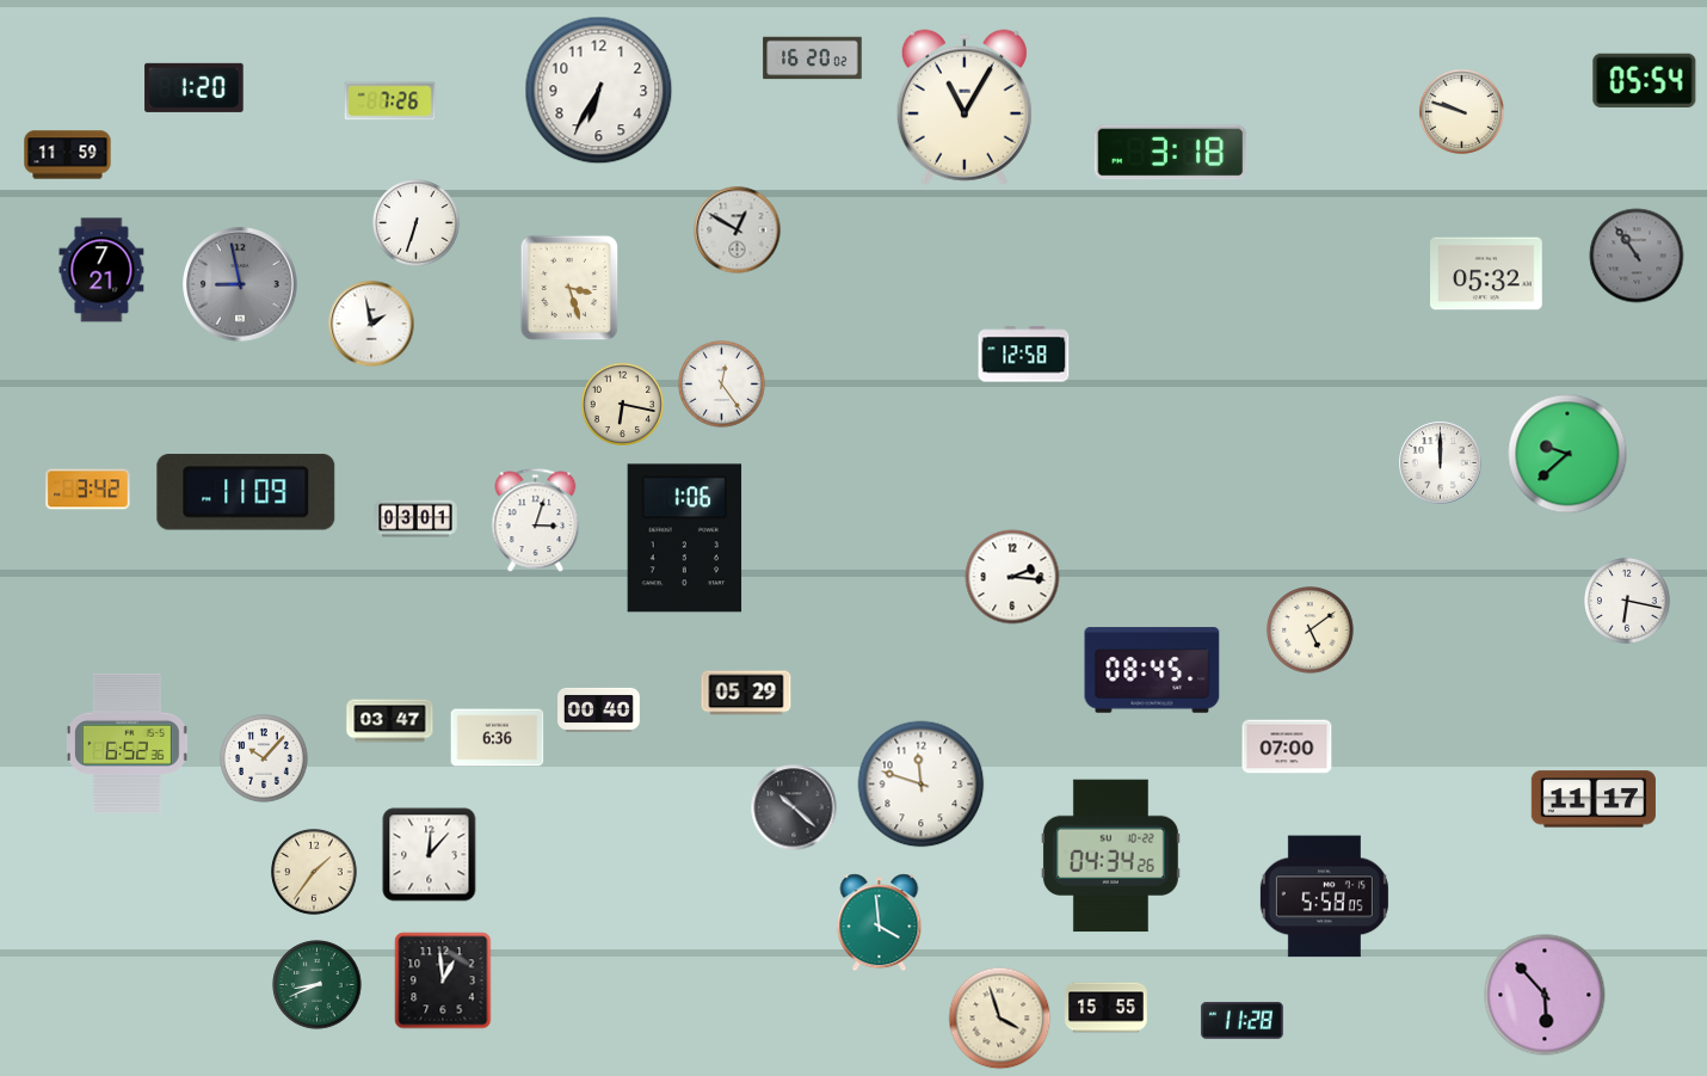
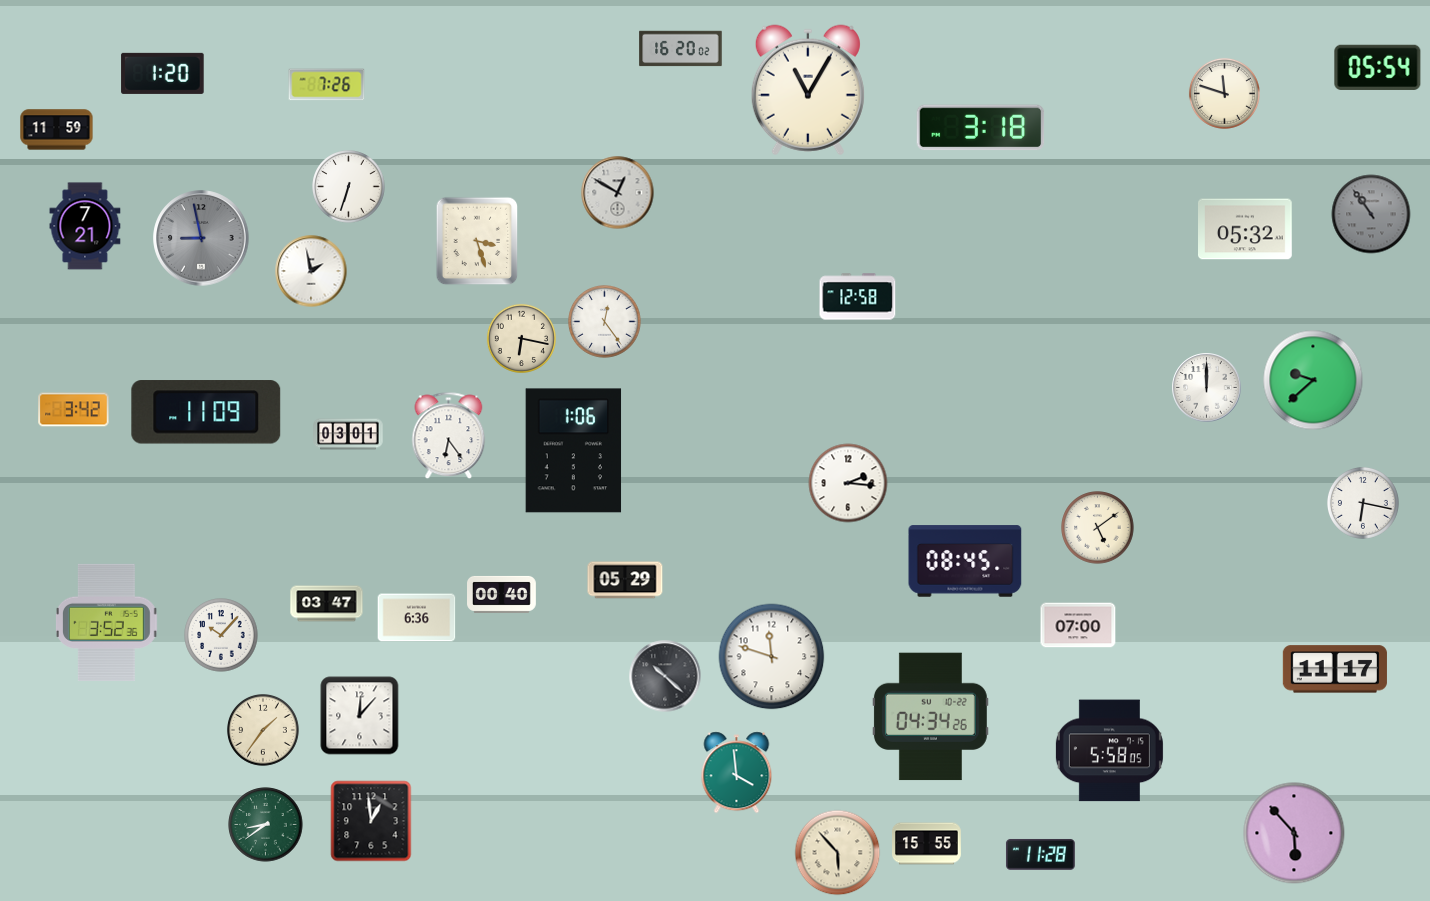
clock at (599, 91): 6:35 -> none
clock at (1461, 111): 9:48 -> 11:48
clock at (536, 521): 3:03 -> 6:24
clock at (128, 743): 6:52 -> 3:52
clock at (318, 985): 8:41 -> 8:39
clock at (1000, 1019): 3:57 -> 5:53
